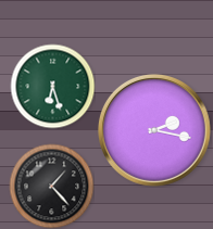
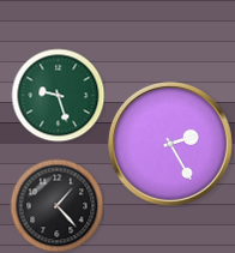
clock at (52, 86): 6:27 -> 9:27
clock at (154, 130): 2:17 -> 2:25
